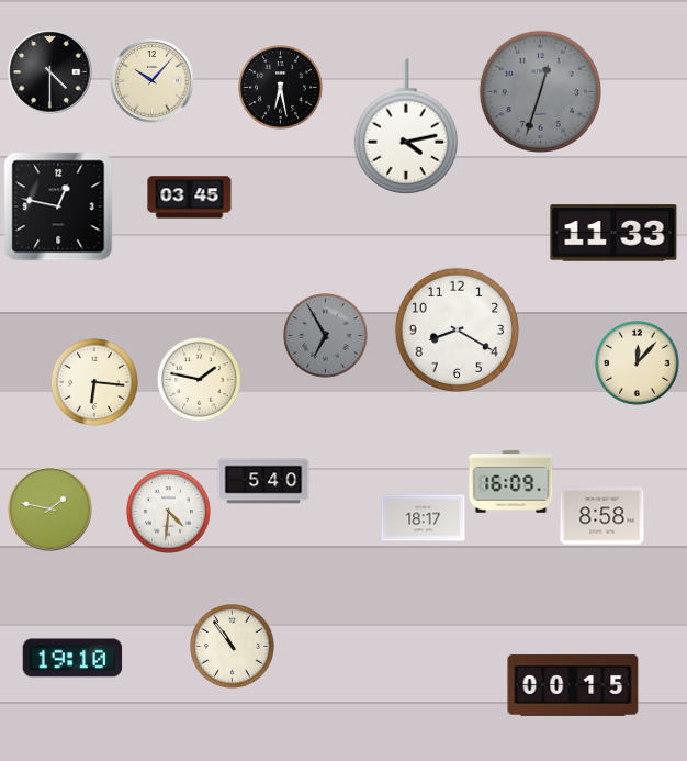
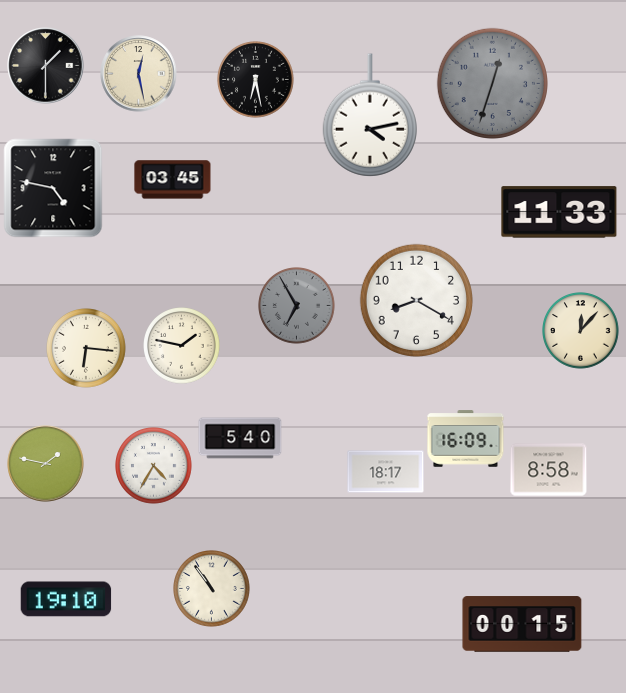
clock at (50, 72): 4:30 -> 1:30
clock at (153, 81): 10:07 -> 12:28
clock at (58, 206): 12:47 -> 4:47
clock at (169, 512): 4:31 -> 4:35
